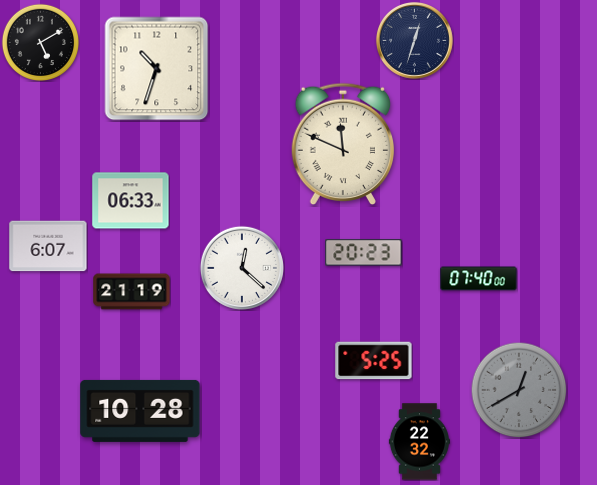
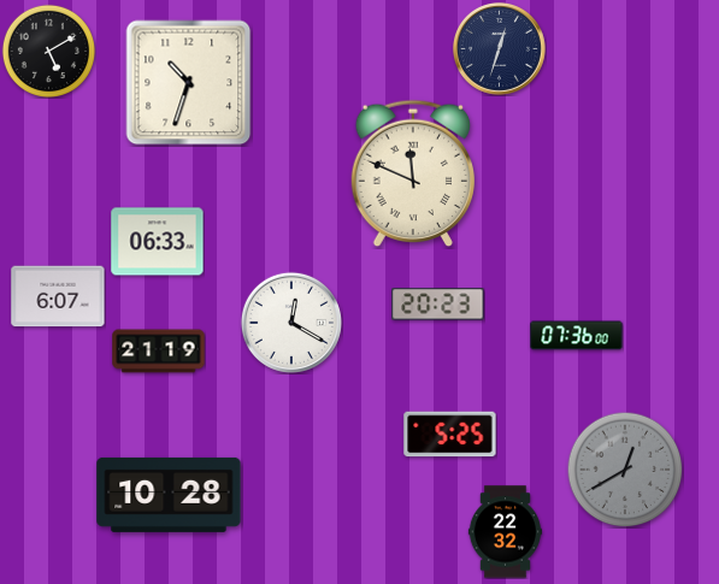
clock at (242, 268): 12:22 -> 12:20
clock at (479, 279): 07:40 -> 07:36
